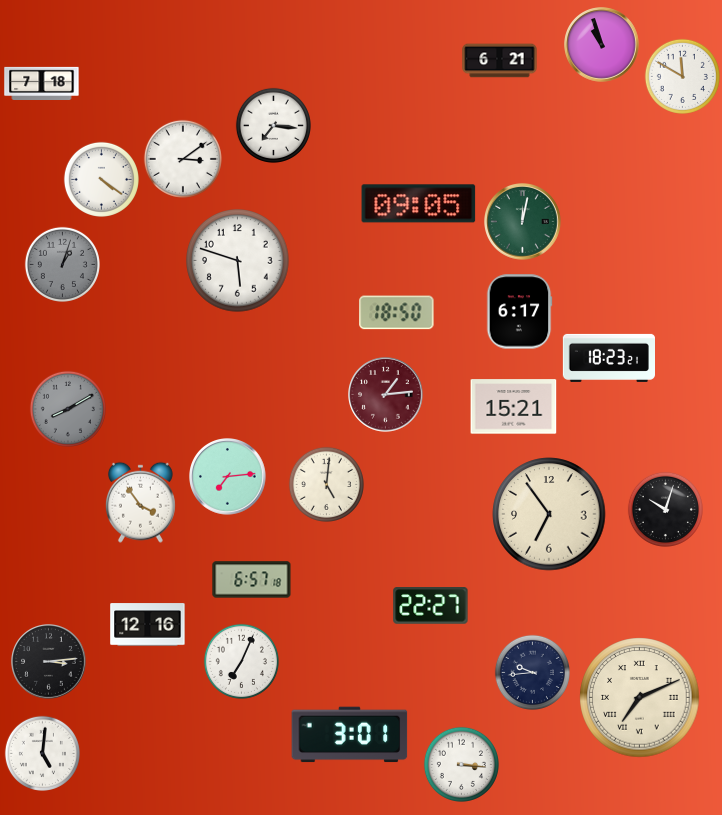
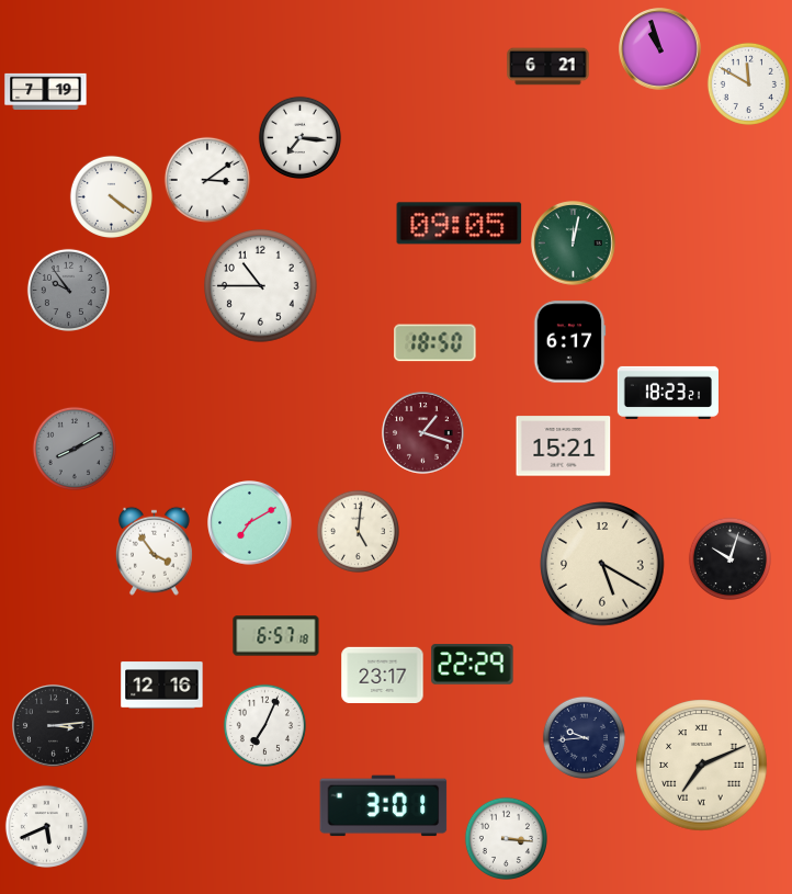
clock at (42, 83): 7:18 -> 7:19
clock at (183, 159) position: (183, 159) -> (207, 180)
clock at (238, 261): 5:48 -> 10:45
clock at (62, 264): 1:03 -> 9:54
clock at (386, 395): 1:14 -> 1:18
clock at (228, 477): 7:14 -> 7:10
clock at (549, 514): 6:54 -> 5:20
clock at (431, 606): 22:27 -> 22:29
clock at (383, 675): none -> 23:17
clock at (42, 753): 5:01 -> 5:41
